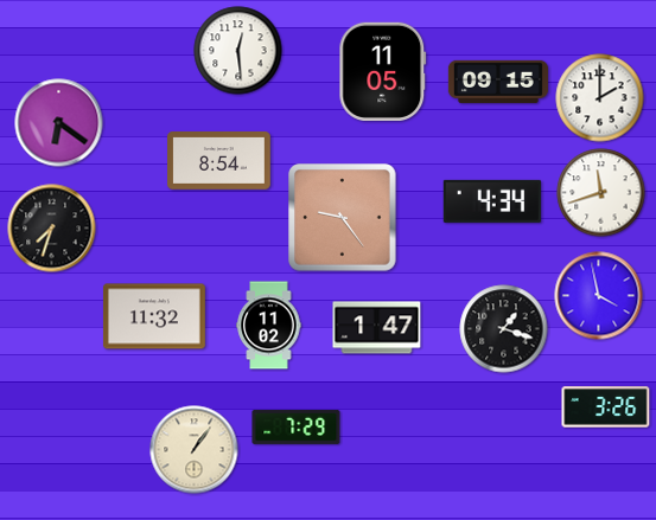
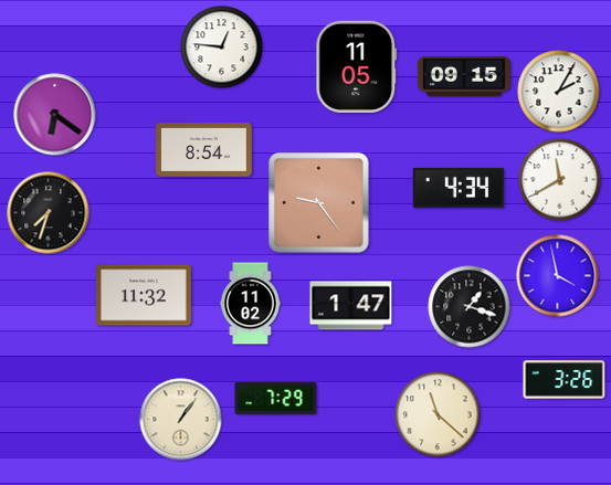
clock at (238, 51): 12:29 -> 12:46
clock at (600, 98): 2:00 -> 2:05
clock at (601, 193): 11:42 -> 11:40
clock at (438, 414): none -> 11:22
